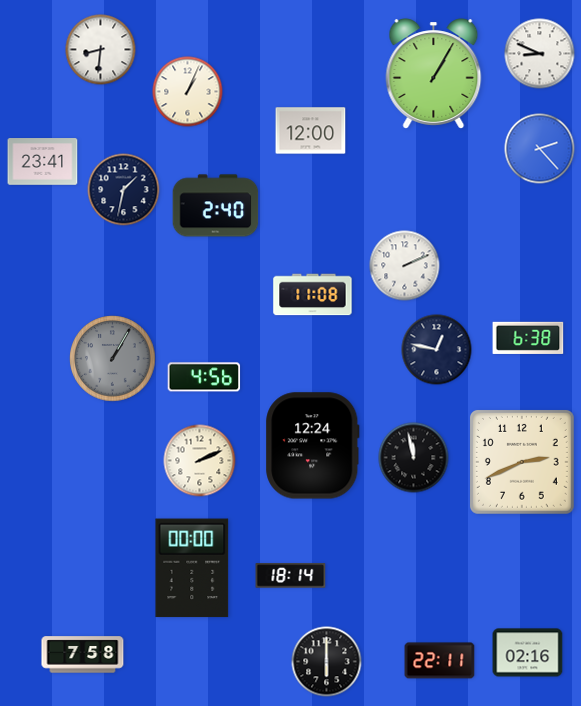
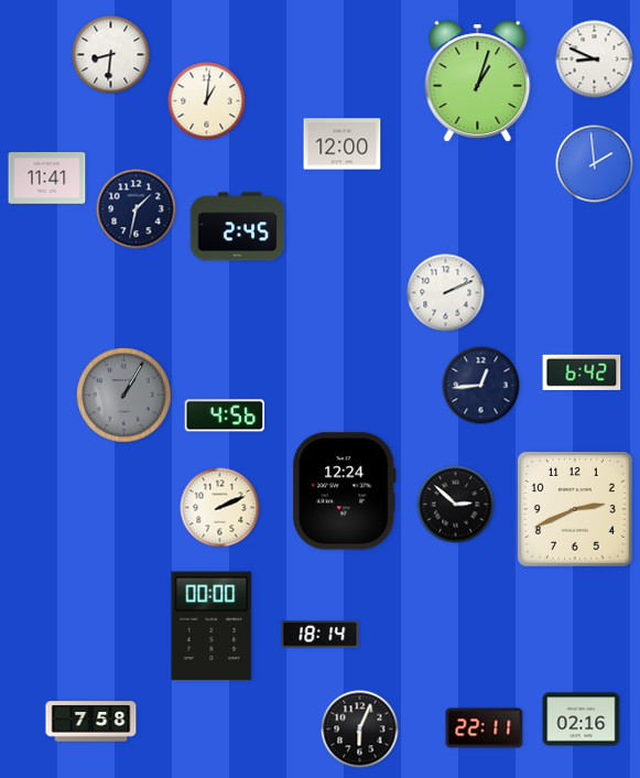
clock at (434, 74): 1:05 -> 1:03
clock at (188, 92): 1:04 -> 1:01
clock at (540, 149): 2:23 -> 1:59
clock at (43, 162): 23:41 -> 11:41
clock at (216, 206): 2:40 -> 2:45
clock at (313, 295): 11:08 -> none
clock at (528, 338): 6:38 -> 6:42
clock at (437, 350): 12:47 -> 12:44
clock at (414, 458): 11:58 -> 2:52
clock at (327, 662): 6:00 -> 6:04
